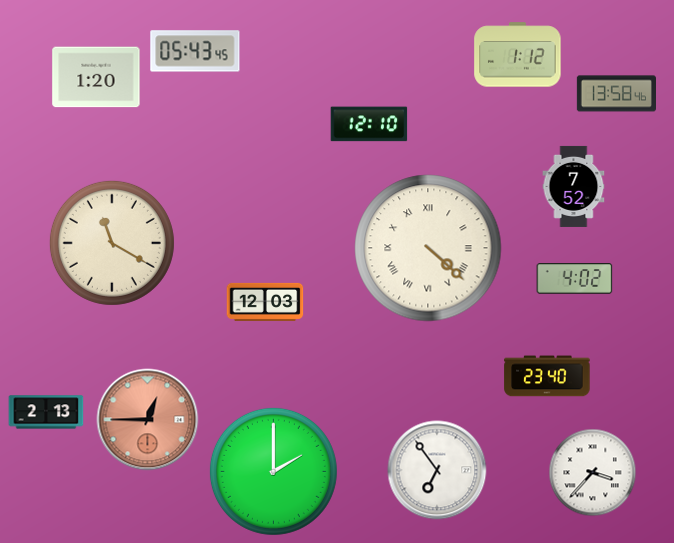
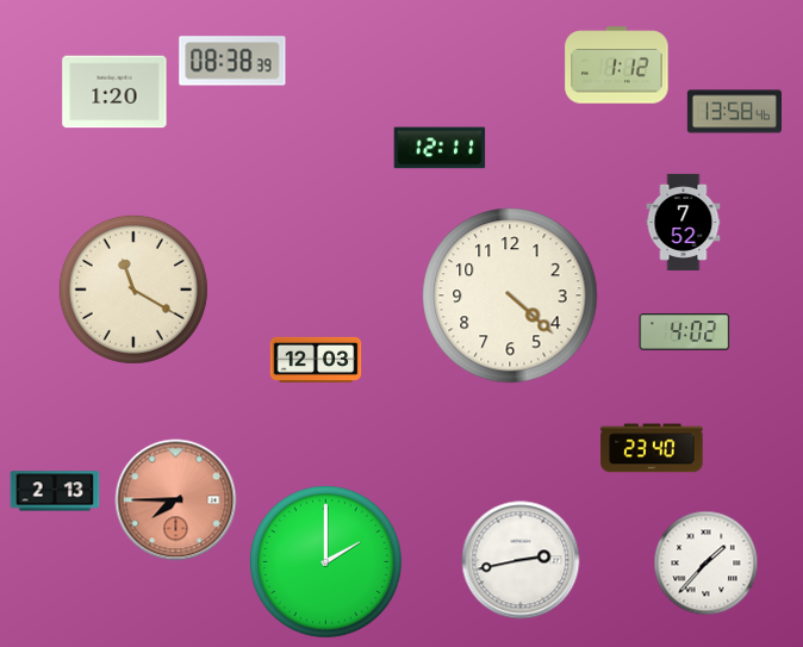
clock at (195, 51): 05:43 -> 08:38
clock at (369, 124): 12:10 -> 12:11
clock at (428, 248) numerals: Roman -> Arabic
clock at (148, 420): 12:45 -> 7:45
clock at (437, 470): 6:54 -> 2:43
clock at (593, 473): 3:37 -> 1:37
